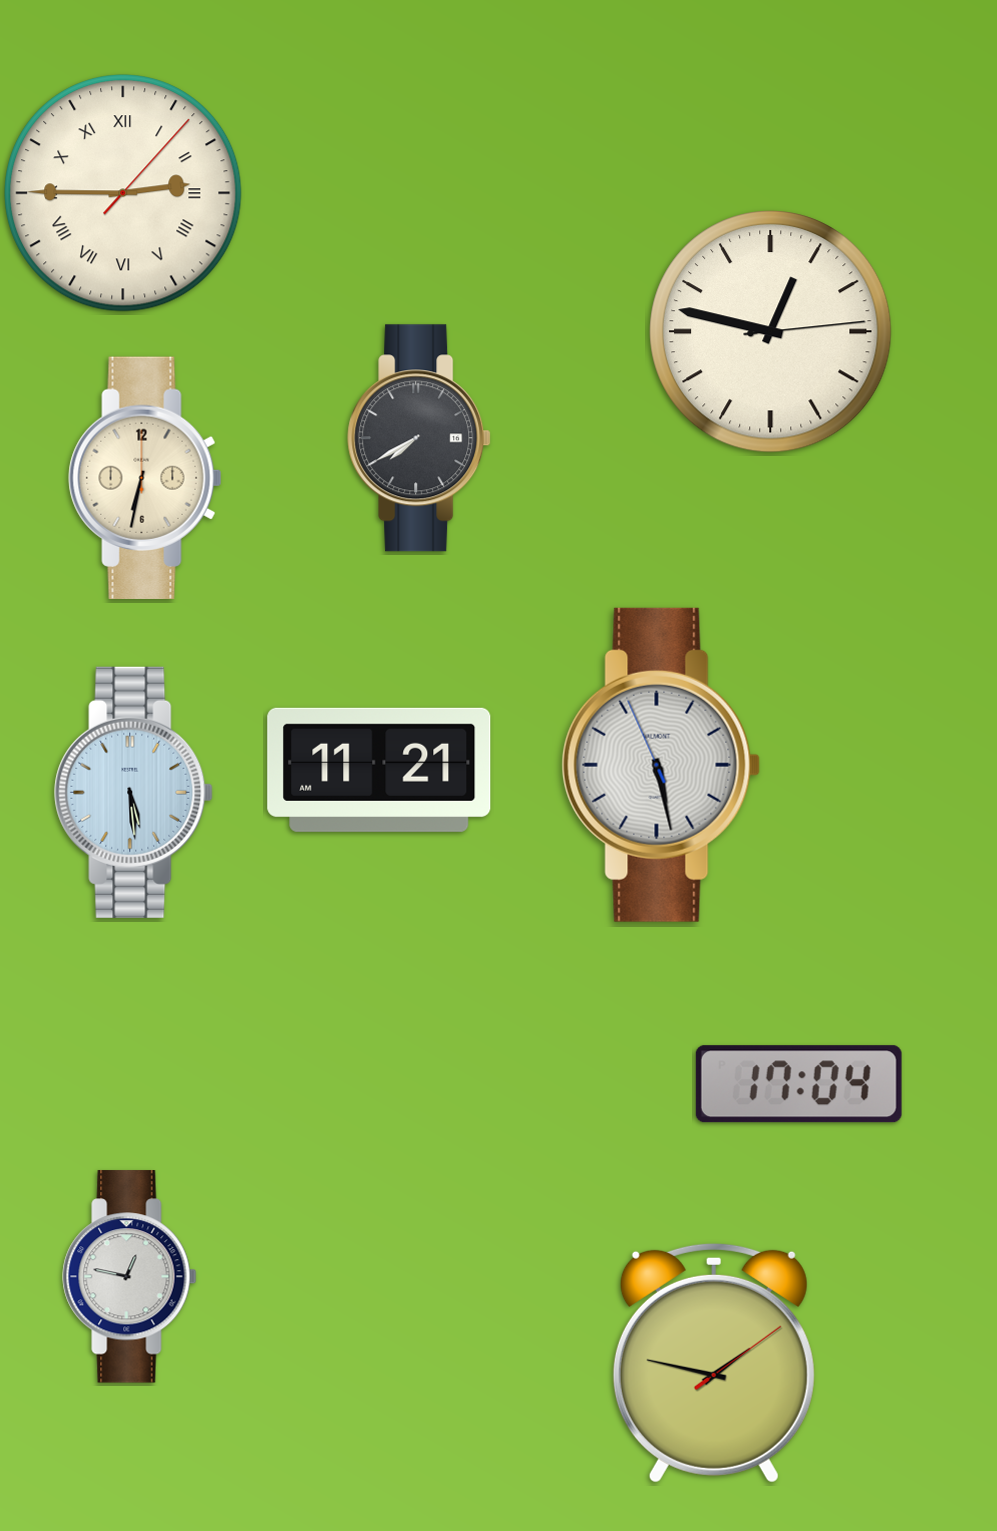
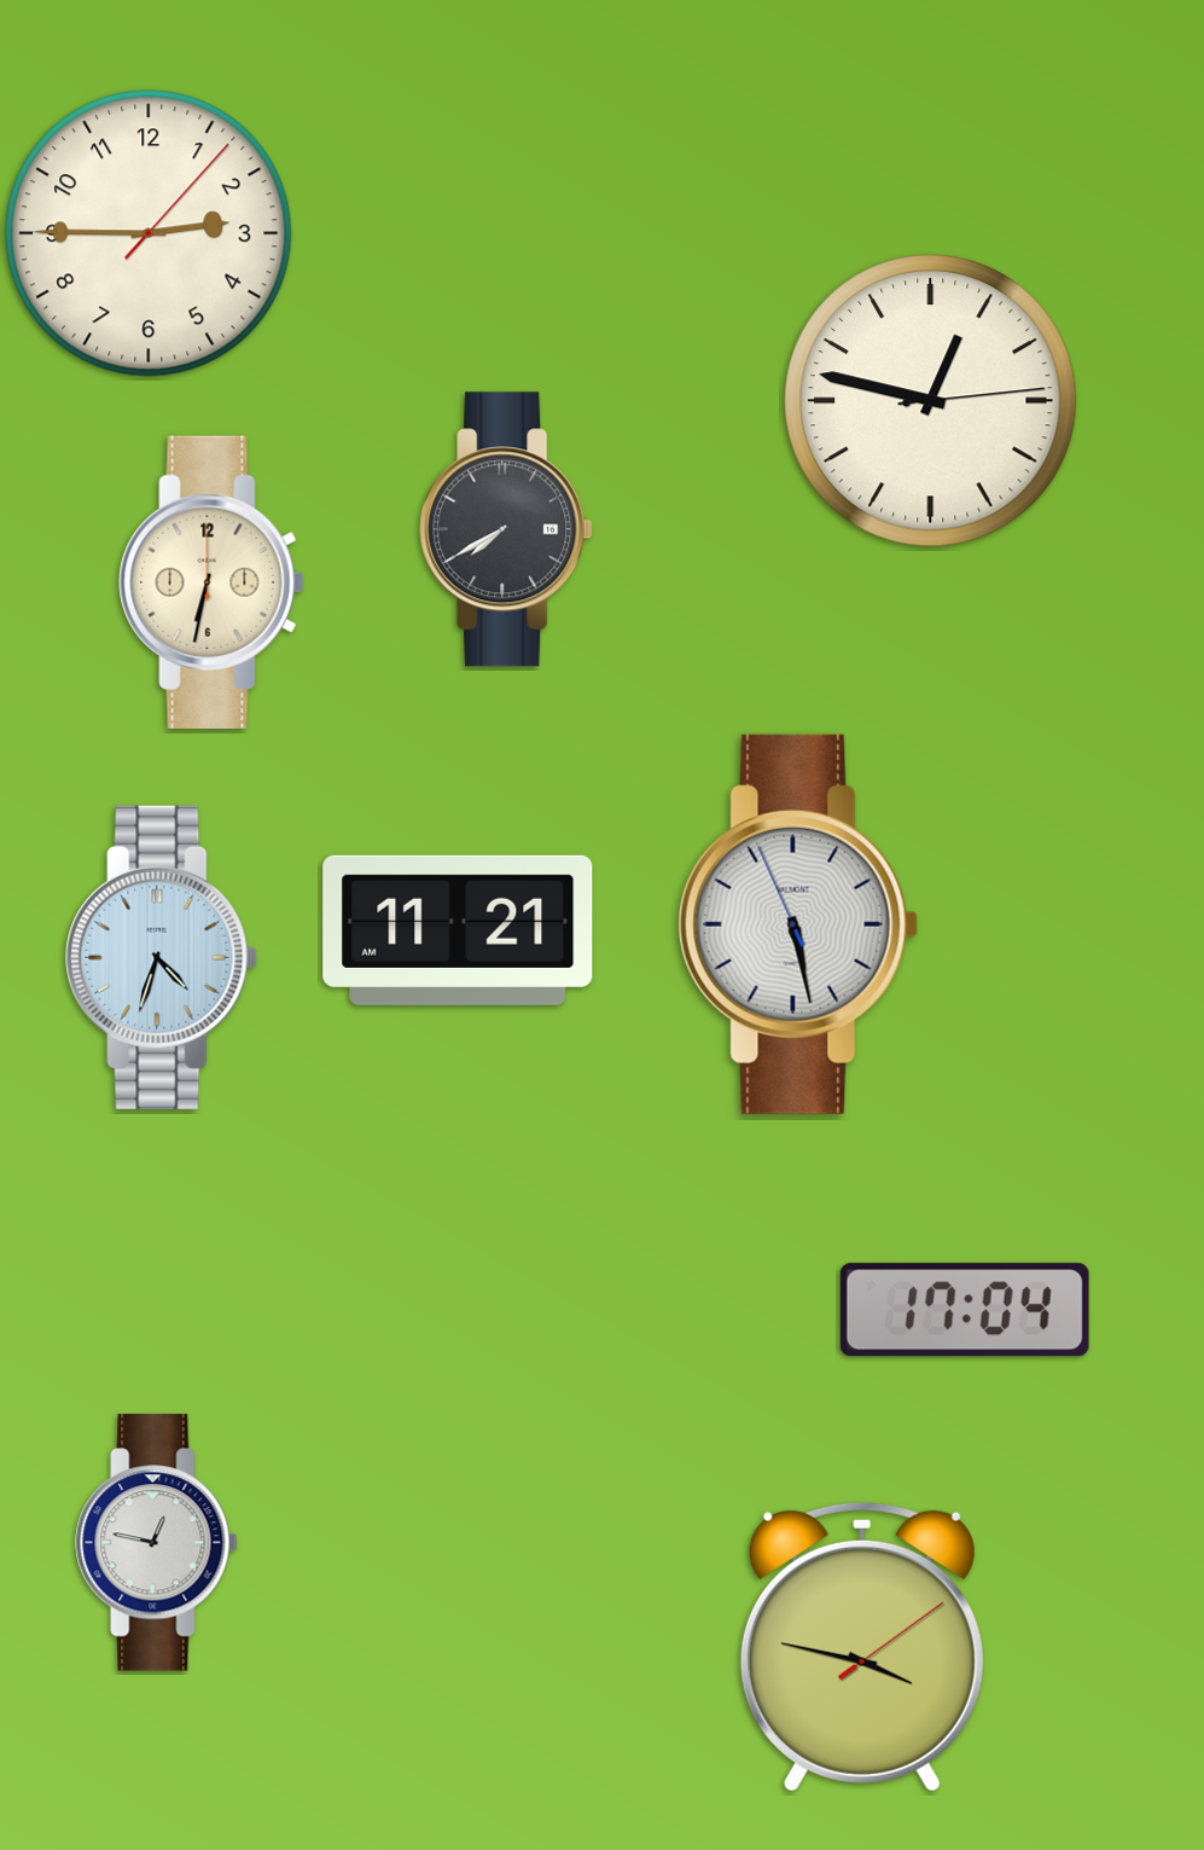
clock at (123, 193) numerals: Roman -> Arabic
clock at (145, 478) position: (145, 478) -> (211, 582)
clock at (134, 792): 5:29 -> 4:33
clock at (714, 1363): 1:47 -> 3:47
